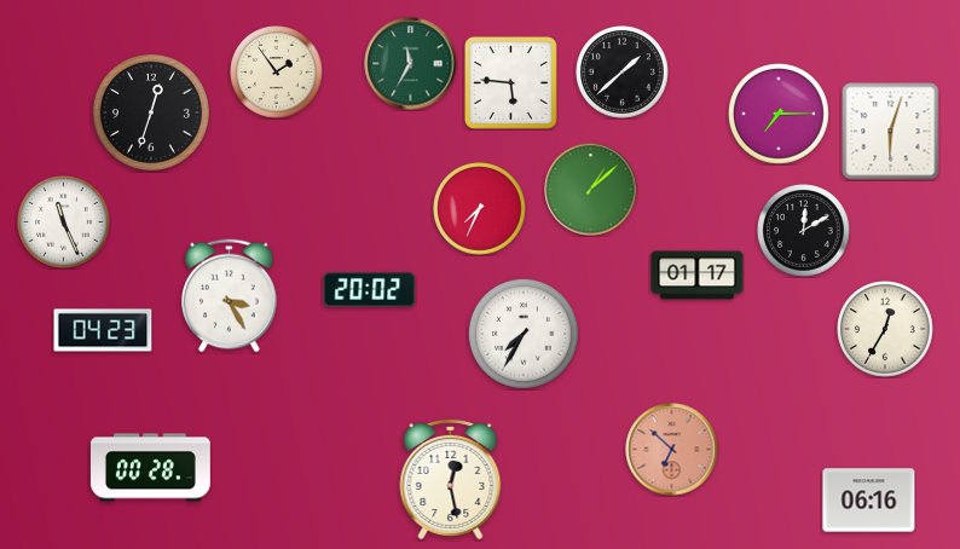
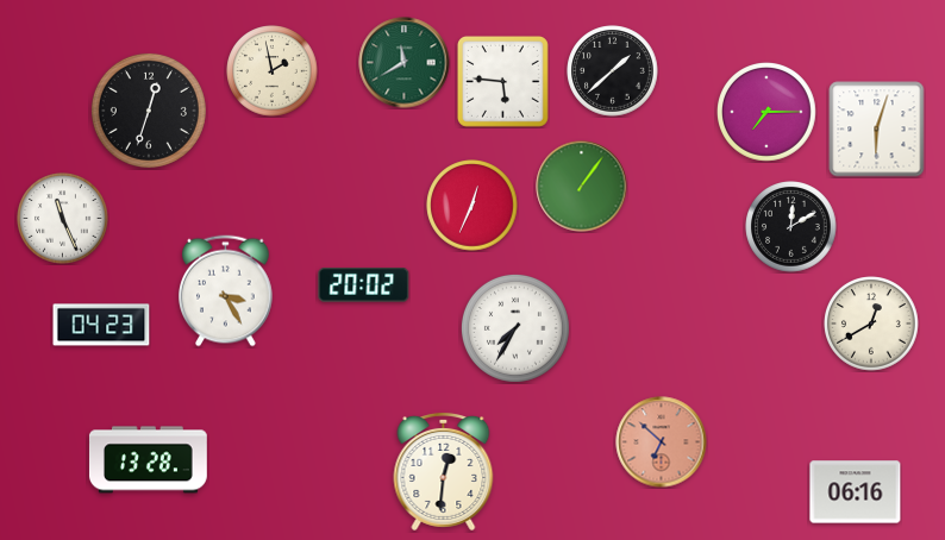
clock at (411, 64): 11:35 -> 11:40
clock at (277, 73): 1:54 -> 1:58
clock at (591, 190): 1:08 -> 1:06
clock at (480, 209): 7:34 -> 12:34
clock at (698, 276): 01:17 -> none
clock at (885, 329): 12:35 -> 12:40
clock at (150, 468): 00:28 -> 13:28
clock at (451, 479): 12:28 -> 12:31
